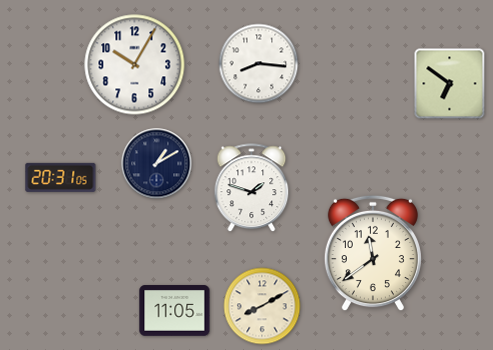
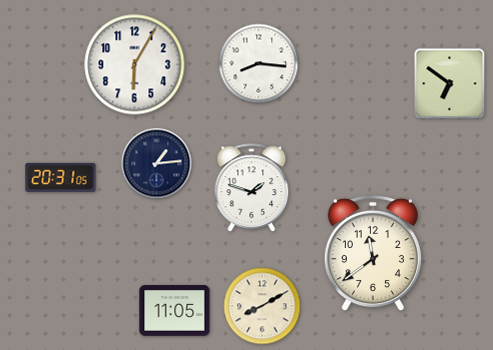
clock at (135, 65): 10:05 -> 6:05
clock at (157, 164): 1:10 -> 1:14
